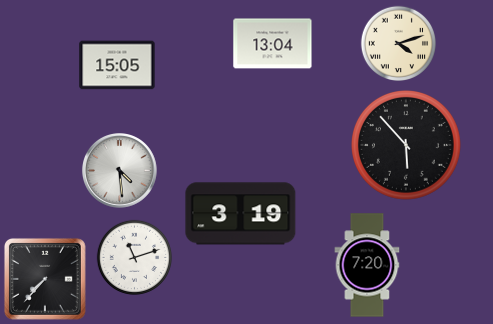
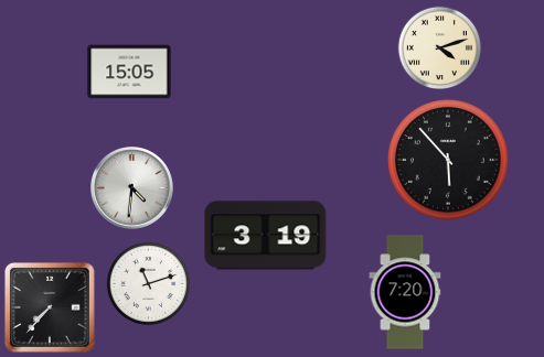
clock at (273, 44): 13:04 -> none
clock at (120, 171): 4:29 -> 4:31
